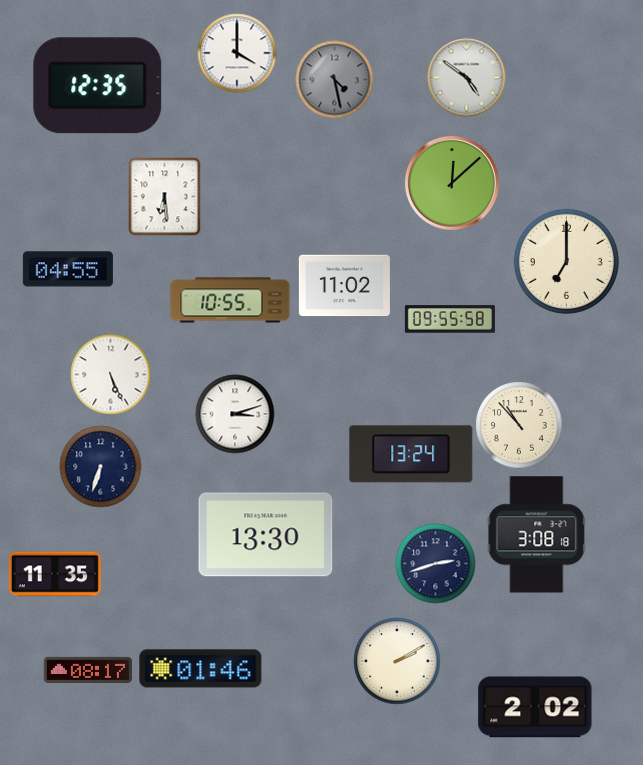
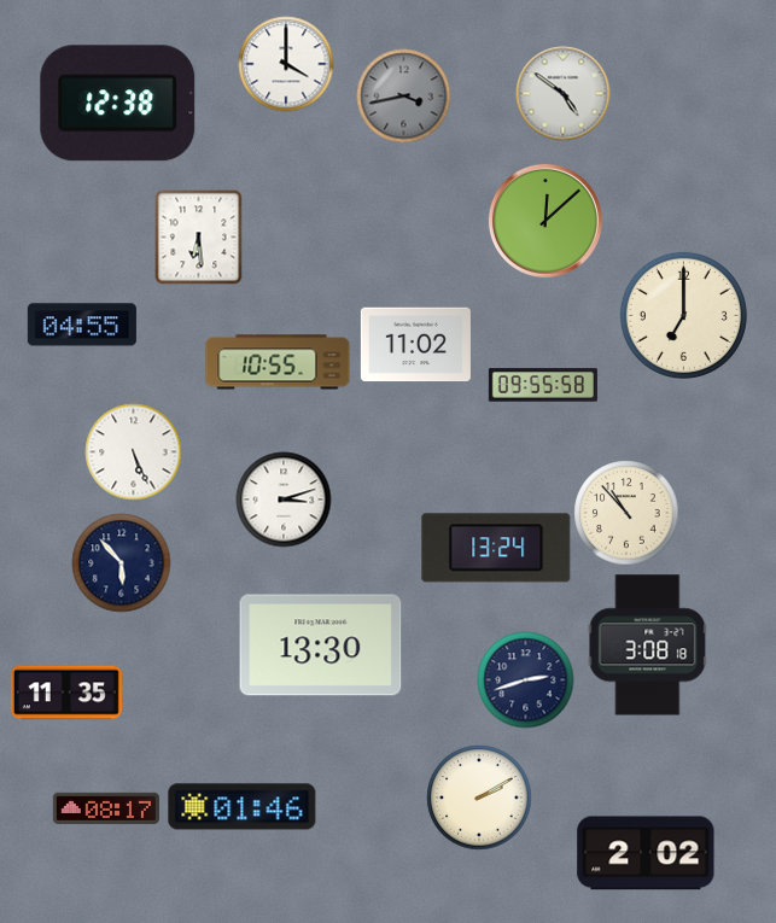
clock at (334, 79): 4:28 -> 3:43
clock at (98, 86): 12:35 -> 12:38
clock at (100, 466): 6:33 -> 5:53
